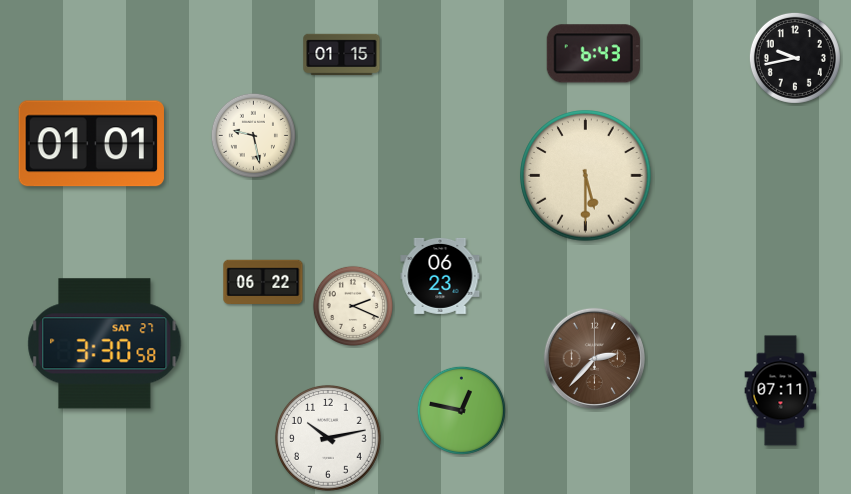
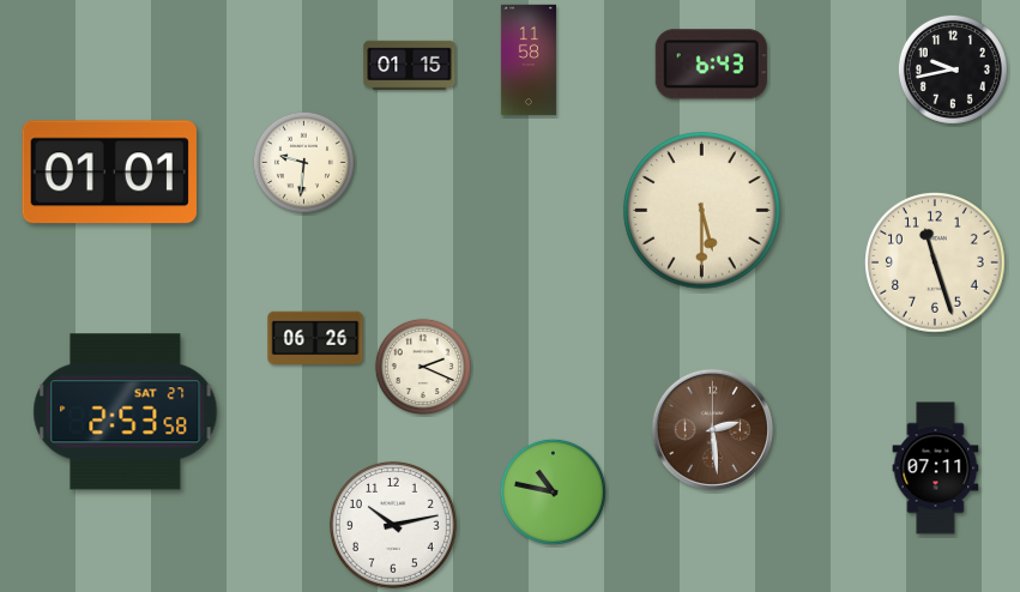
clock at (529, 60): none -> 11:58
clock at (253, 135): 9:28 -> 9:31
clock at (935, 262): none -> 11:27
clock at (440, 276): 06:23 -> none
clock at (263, 282): 06:22 -> 06:26
clock at (105, 344): 3:30 -> 2:53
clock at (594, 358): 2:37 -> 2:29
clock at (461, 410): 12:47 -> 10:47
